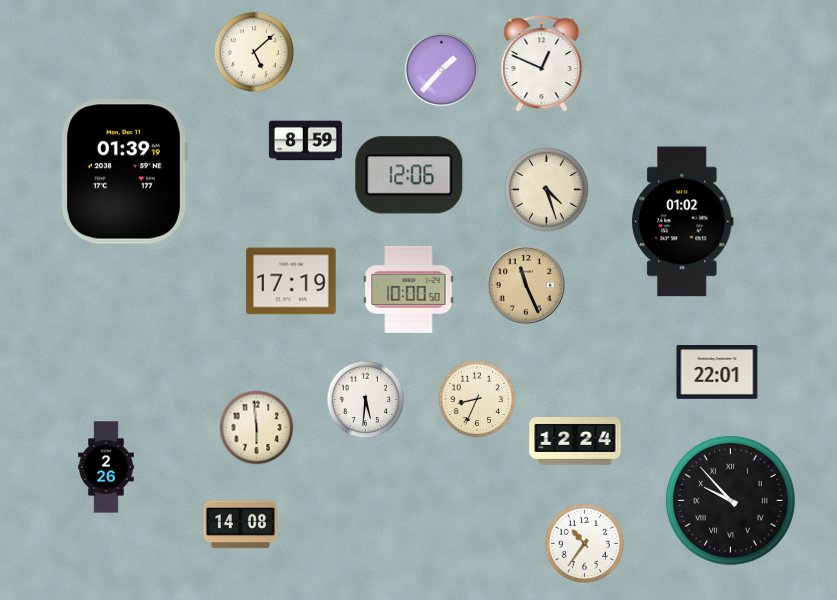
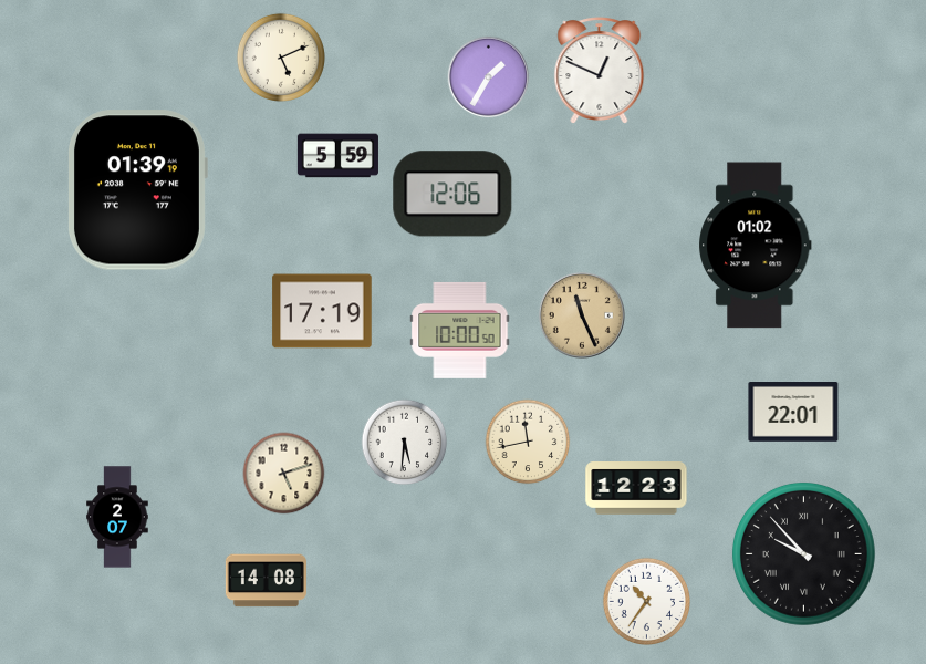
clock at (254, 52): 5:08 -> 5:11
clock at (442, 70): 1:37 -> 1:35
clock at (305, 141): 8:59 -> 5:59
clock at (547, 190): 4:27 -> none
clock at (409, 289) position: (409, 289) -> (460, 330)
clock at (477, 399): 8:34 -> 11:43
clock at (257, 428): 5:59 -> 5:12
clock at (575, 441): 12:24 -> 12:23
clock at (106, 467): 2:26 -> 2:07
clock at (730, 500) position: (730, 500) -> (803, 553)
